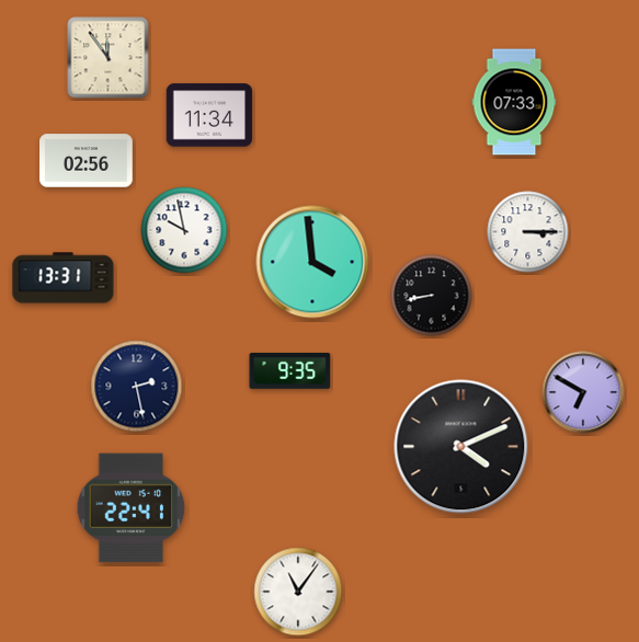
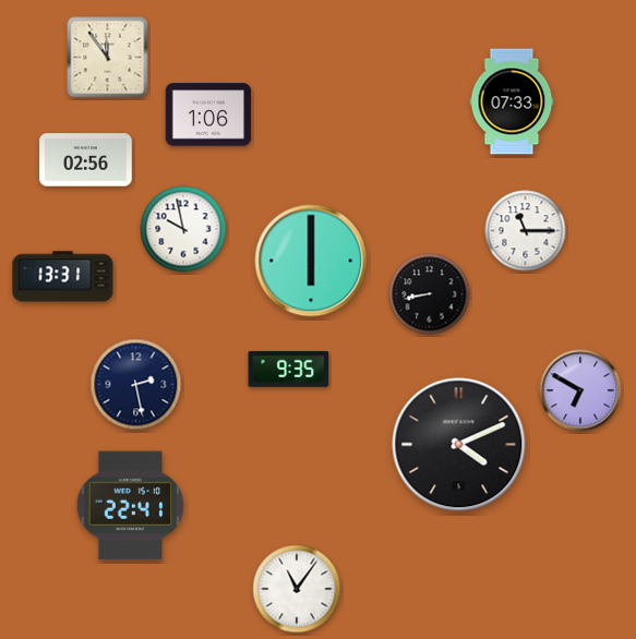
clock at (209, 115): 11:34 -> 1:06
clock at (528, 232): 3:15 -> 11:15
clock at (312, 262): 3:59 -> 6:00
